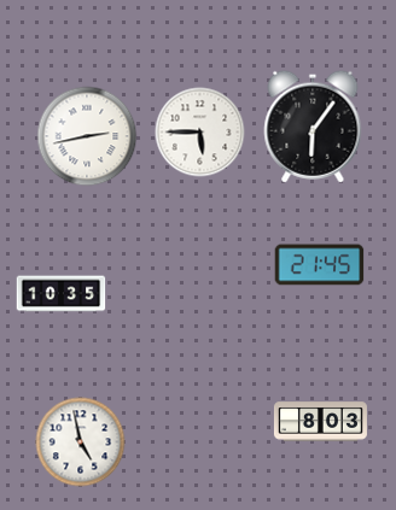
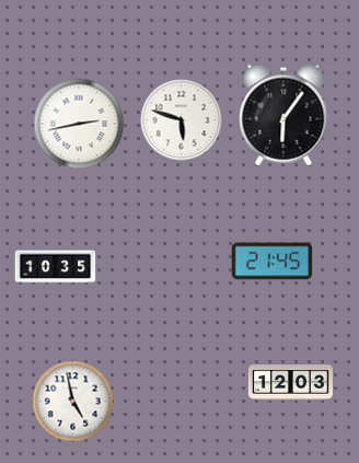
clock at (200, 133): 5:45 -> 5:48
clock at (320, 265) position: (320, 265) -> (273, 262)
clock at (320, 422): 8:03 -> 12:03
